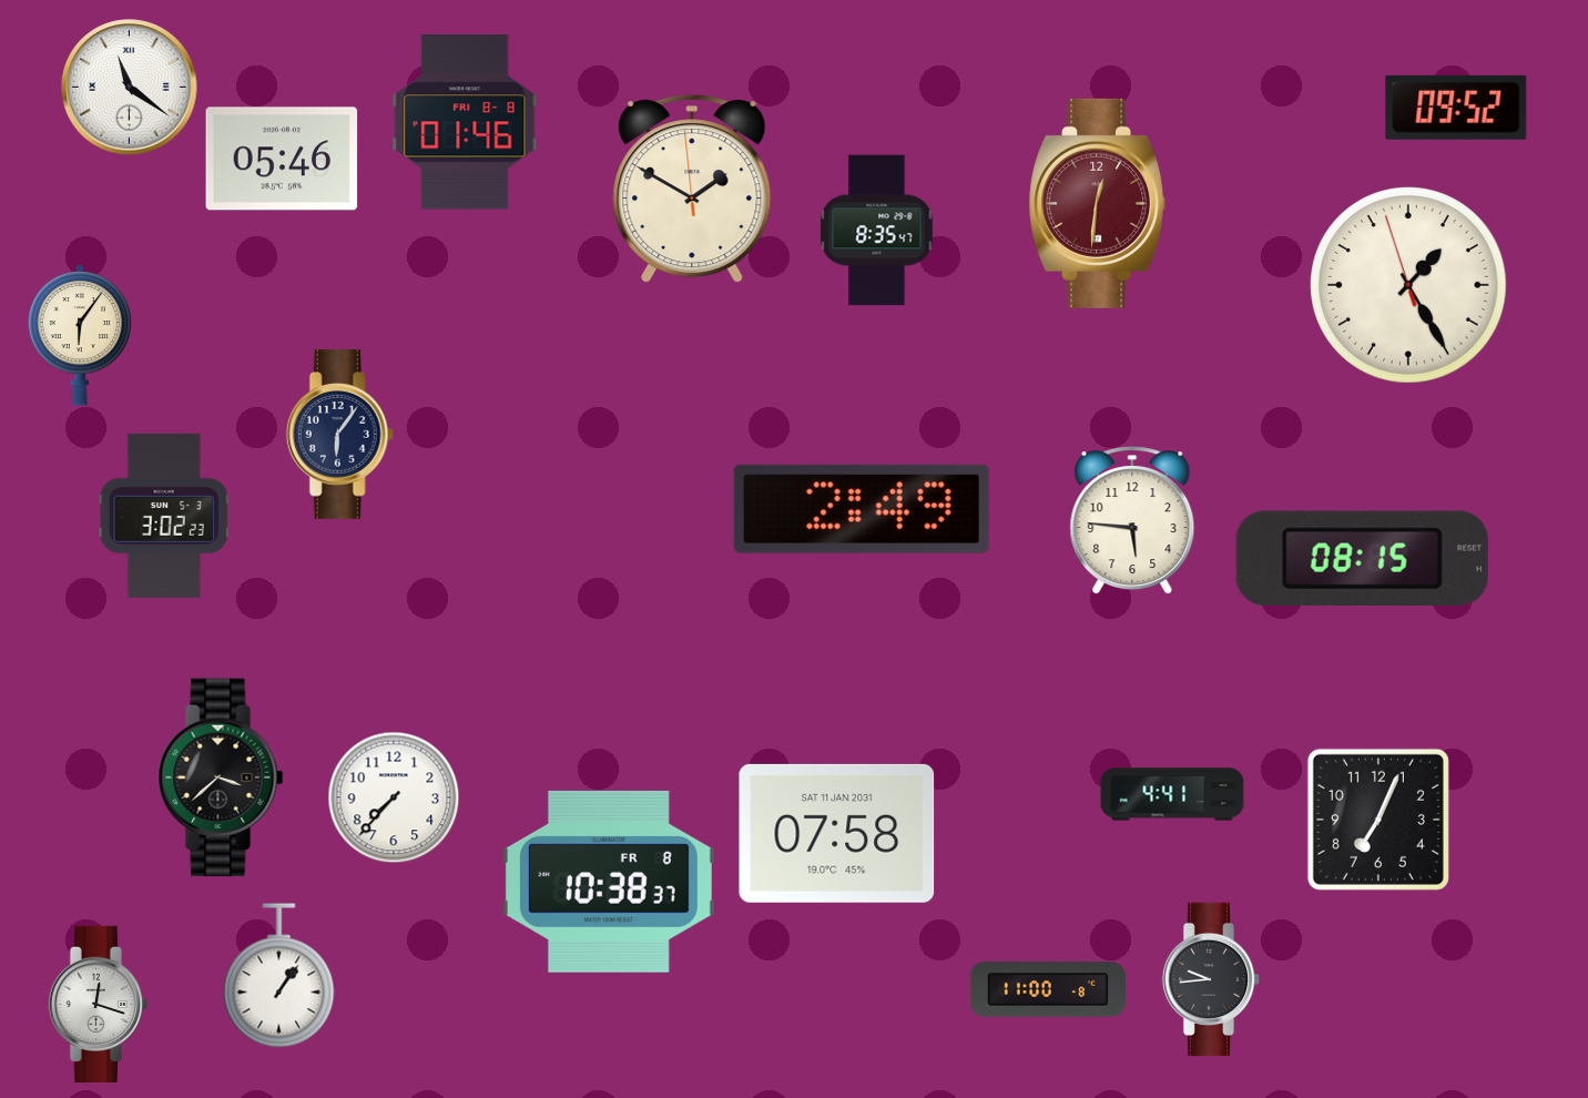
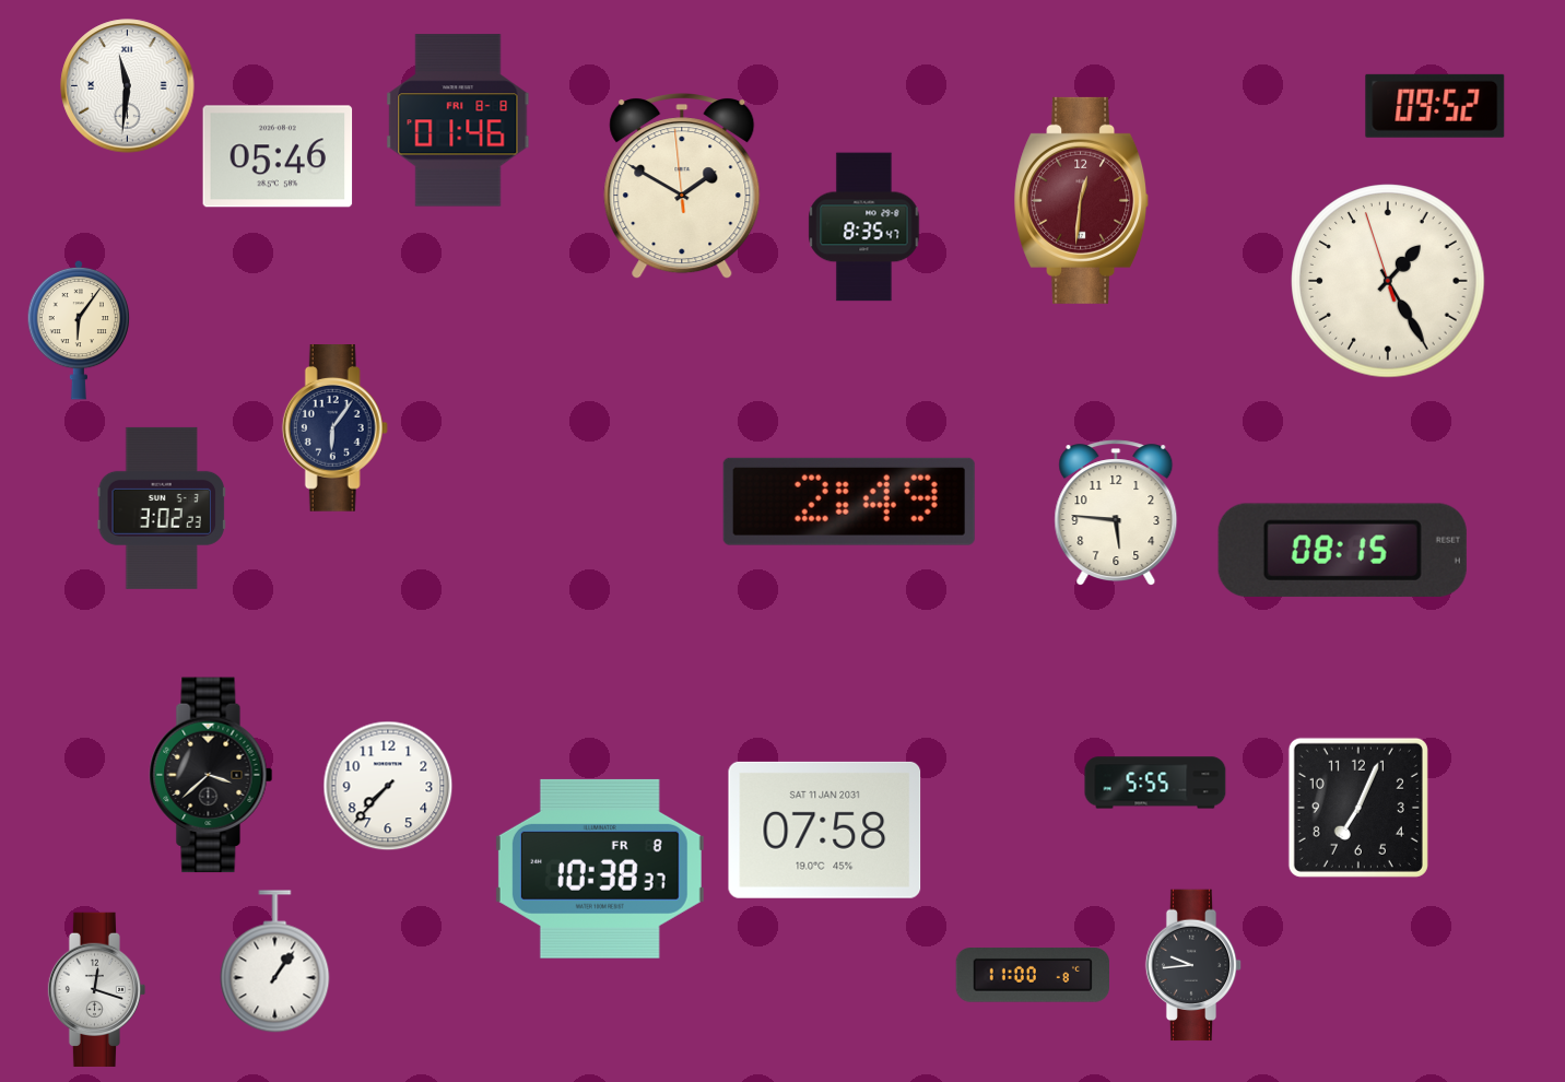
clock at (130, 88): 11:21 -> 11:31
clock at (221, 777) position: (221, 777) -> (211, 775)
clock at (1172, 794): 4:41 -> 5:55
clock at (837, 833) position: (837, 833) -> (825, 830)
